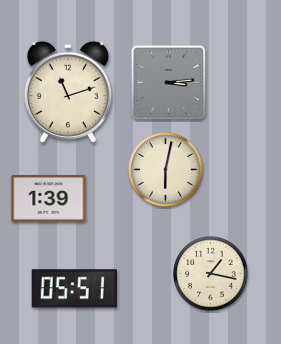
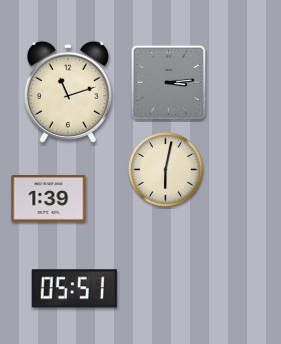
clock at (211, 274): 1:17 -> none
